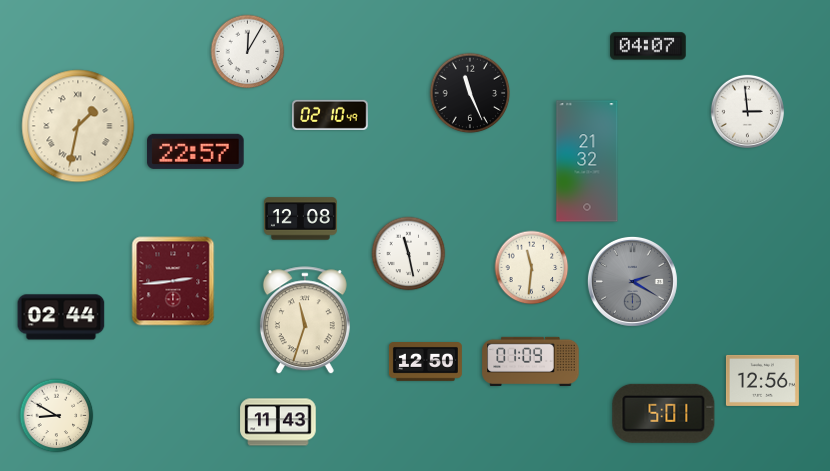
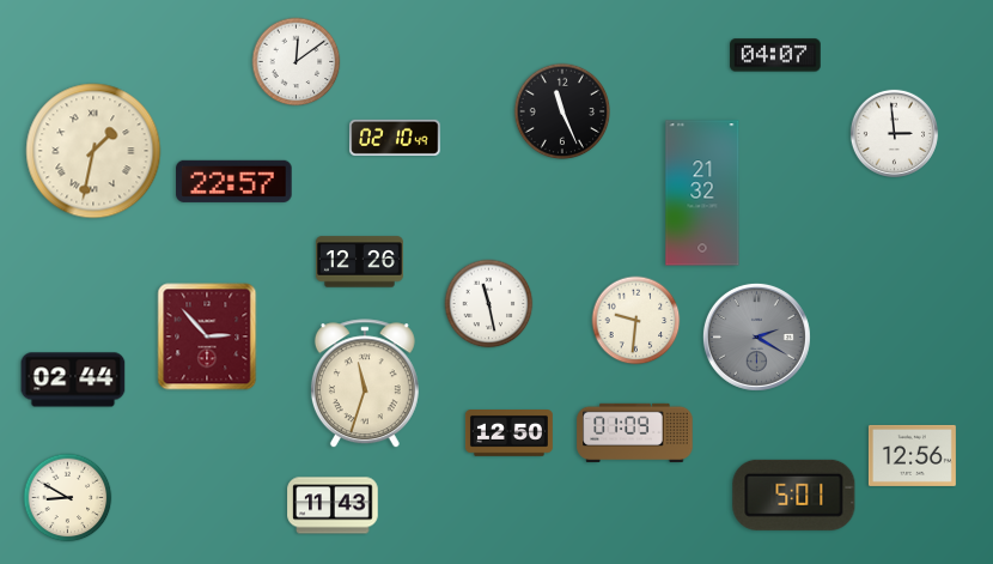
clock at (248, 52): 12:05 -> 12:09
clock at (300, 219): 12:08 -> 12:26
clock at (532, 268): 11:31 -> 9:31
clock at (173, 281): 2:44 -> 2:53
